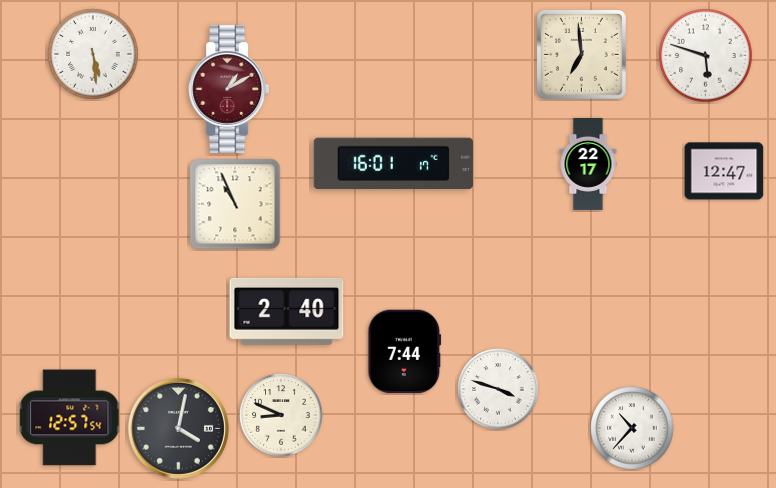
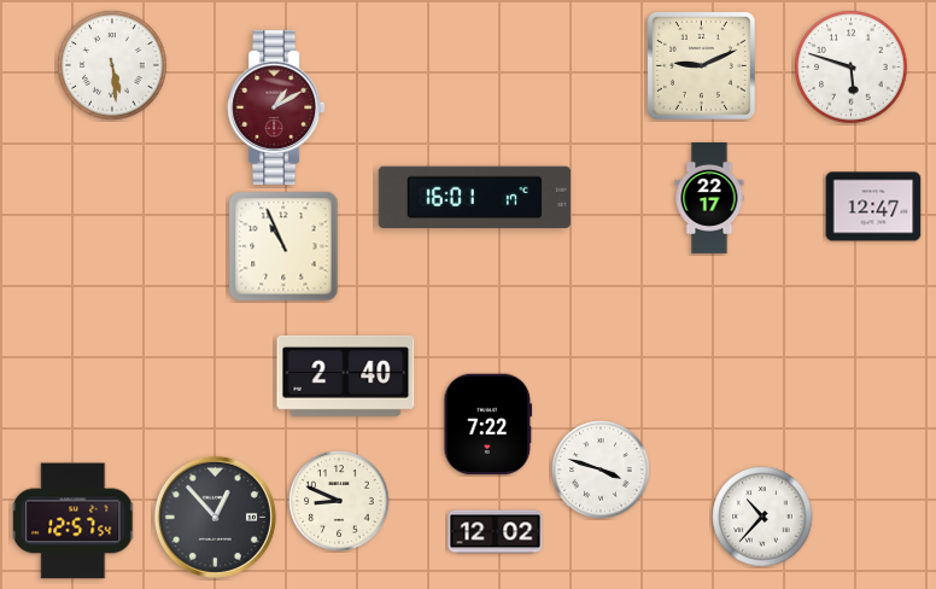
clock at (581, 54): 6:59 -> 9:11
clock at (405, 352): 7:44 -> 7:22
clock at (70, 418) position: (70, 418) -> (74, 521)
clock at (178, 428): 4:02 -> 12:53
clock at (496, 532): none -> 12:02
